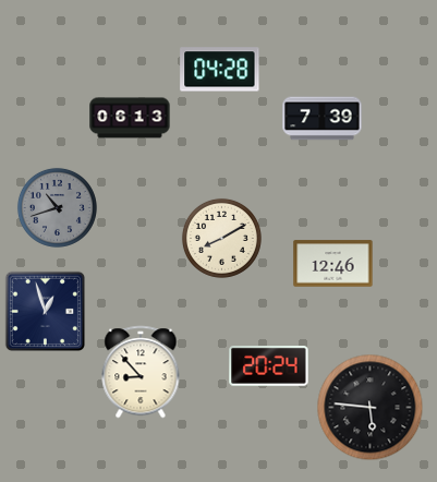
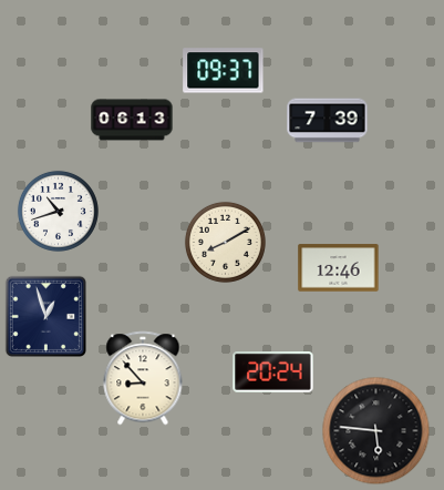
clock at (220, 70): 04:28 -> 09:37
clock at (57, 207) dial: grey -> white
clock at (371, 408) position: (371, 408) -> (376, 431)
